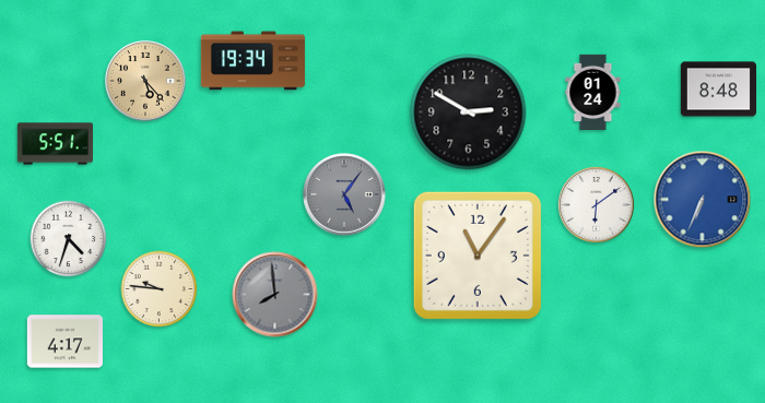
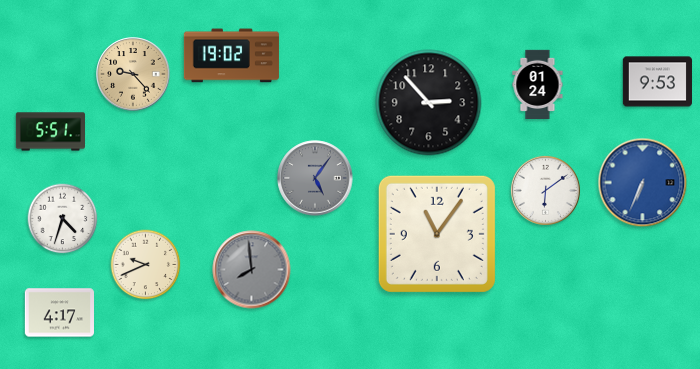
clock at (252, 61): 19:34 -> 19:02
clock at (145, 81): 5:23 -> 9:23
clock at (718, 90): 8:48 -> 9:53
clock at (593, 92) position: (593, 92) -> (538, 84)
clock at (469, 112): 2:50 -> 2:53
clock at (596, 204) position: (596, 204) -> (545, 190)
clock at (160, 289): 9:46 -> 9:41
